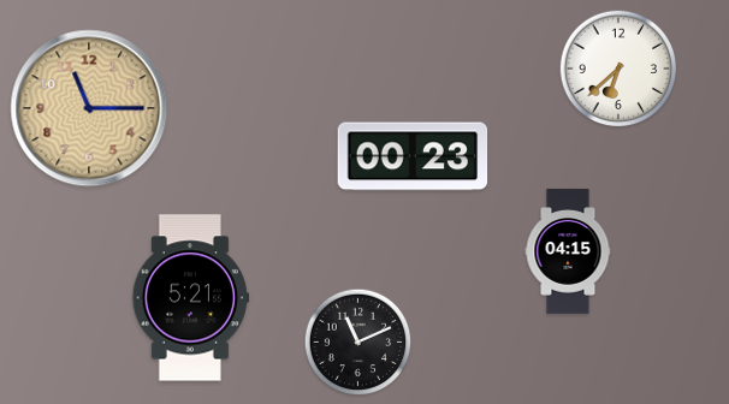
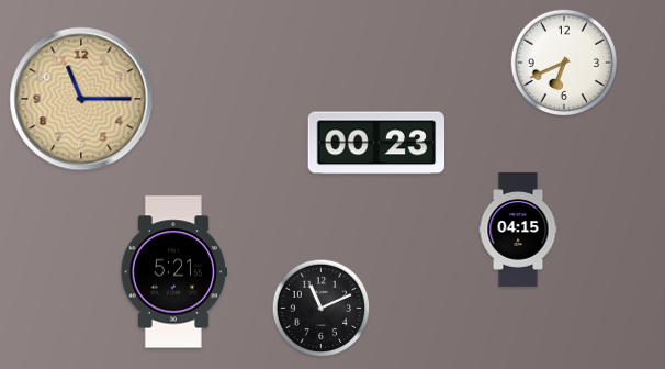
clock at (618, 69): 6:38 -> 6:41
clock at (358, 343) position: (358, 343) -> (322, 309)
